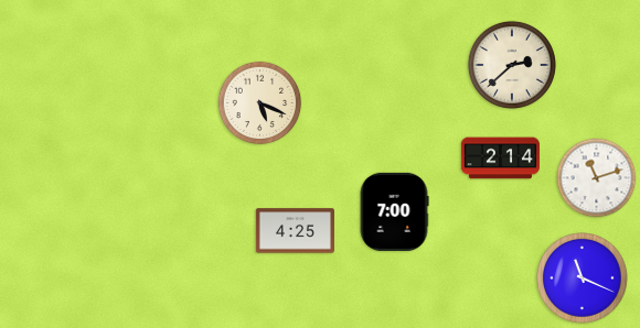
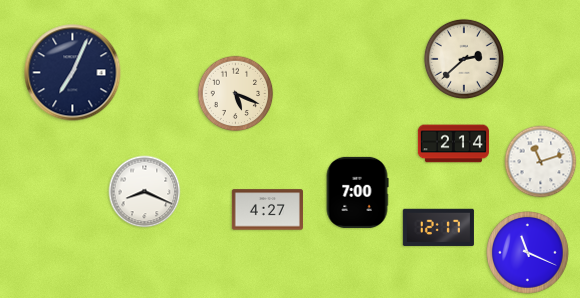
clock at (73, 73): none -> 7:04
clock at (145, 192): none -> 8:19
clock at (295, 231): 4:25 -> 4:27
clock at (438, 227): none -> 12:17
